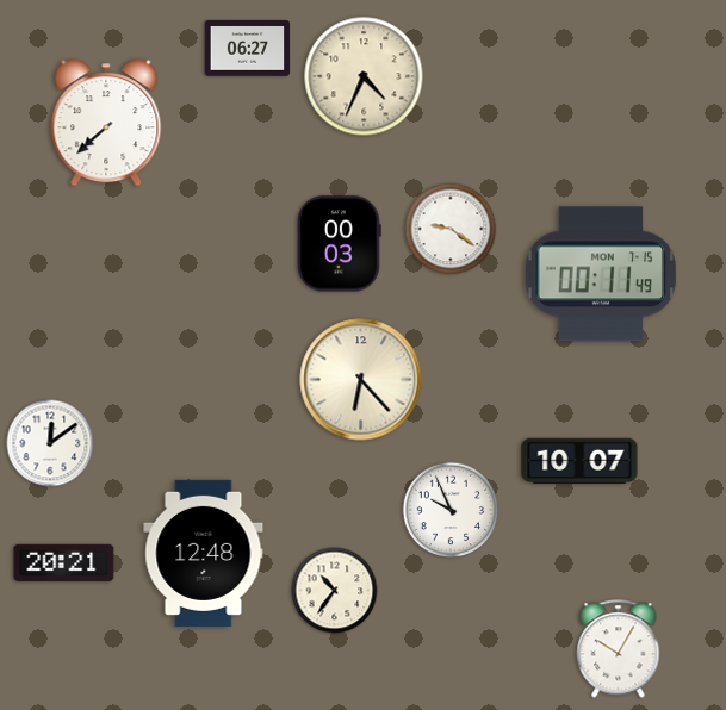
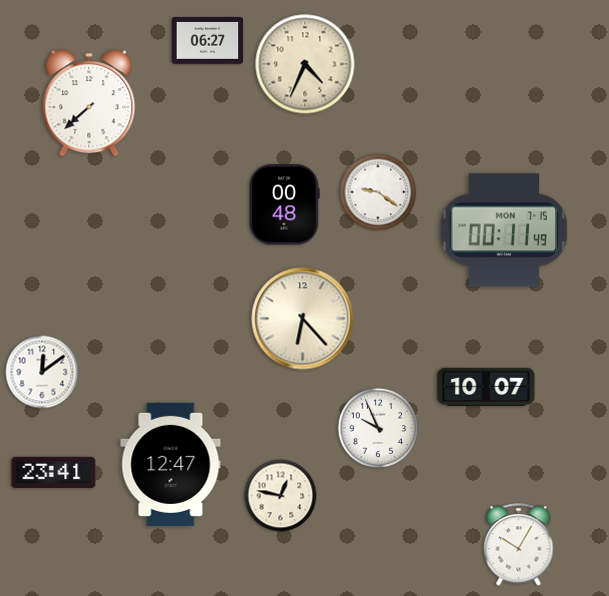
clock at (340, 244): 00:03 -> 00:48
clock at (204, 553): 12:48 -> 12:47
clock at (64, 562): 20:21 -> 23:41
clock at (335, 591): 10:36 -> 12:47
